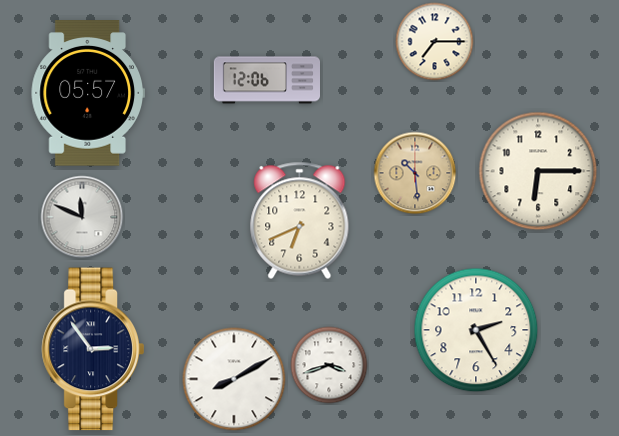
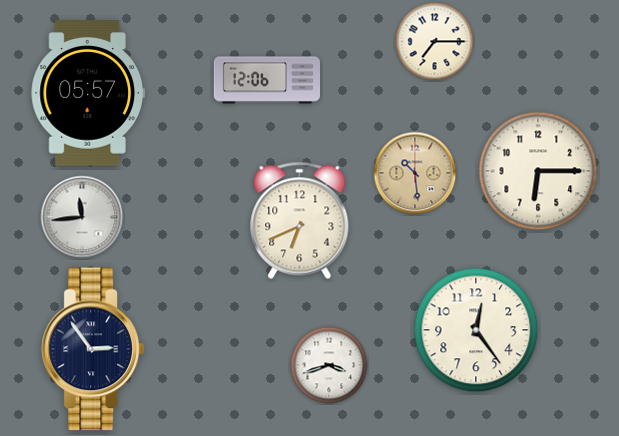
clock at (82, 217): 11:49 -> 11:44
clock at (476, 330): 2:25 -> 12:24
clock at (234, 379): 8:10 -> none
